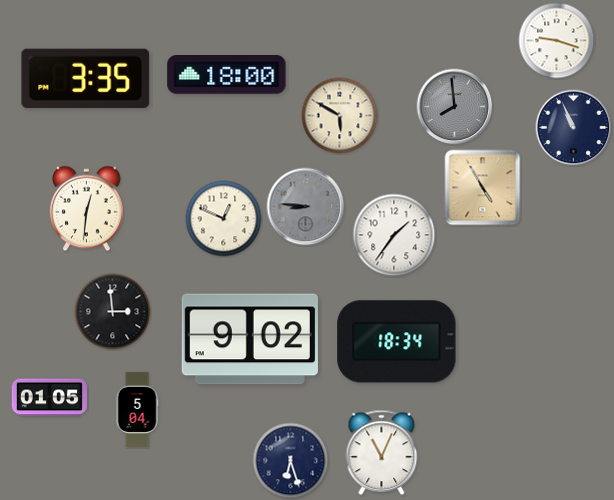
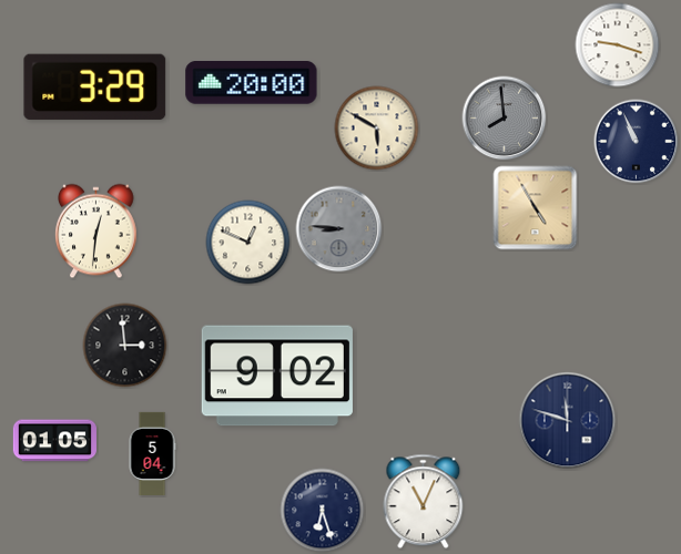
clock at (227, 75): 18:00 -> 20:00
clock at (86, 78): 3:35 -> 3:29
clock at (394, 235): 1:36 -> none
clock at (397, 342): 18:34 -> none
clock at (568, 421): none -> 11:48
